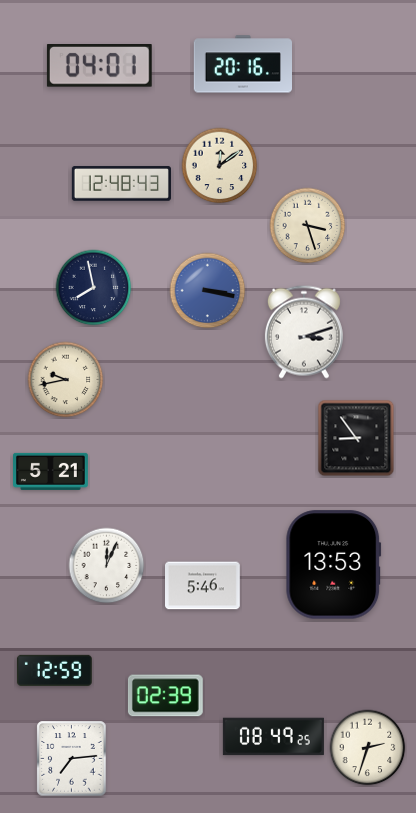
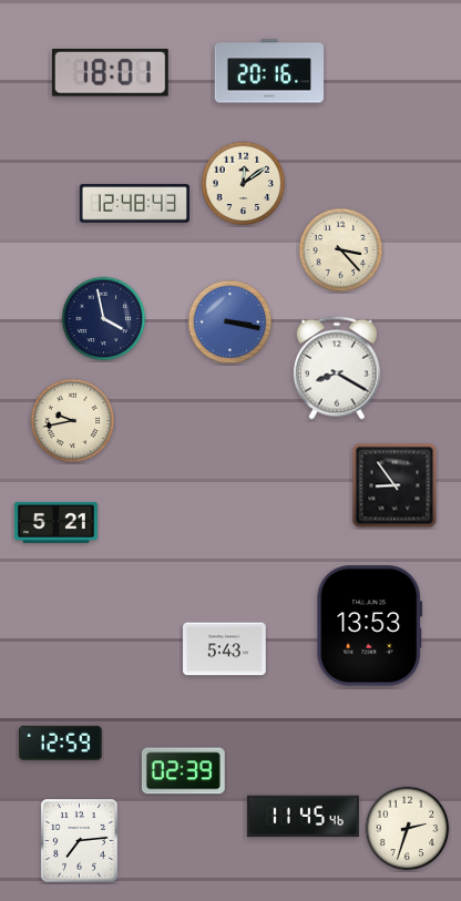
clock at (99, 66): 04:01 -> 18:01
clock at (308, 226): 3:27 -> 3:23
clock at (94, 288): 7:58 -> 3:58
clock at (304, 332): 3:12 -> 8:20
clock at (107, 566): 12:04 -> none
clock at (203, 586): 5:46 -> 5:43
clock at (273, 737): 08:49 -> 11:45
